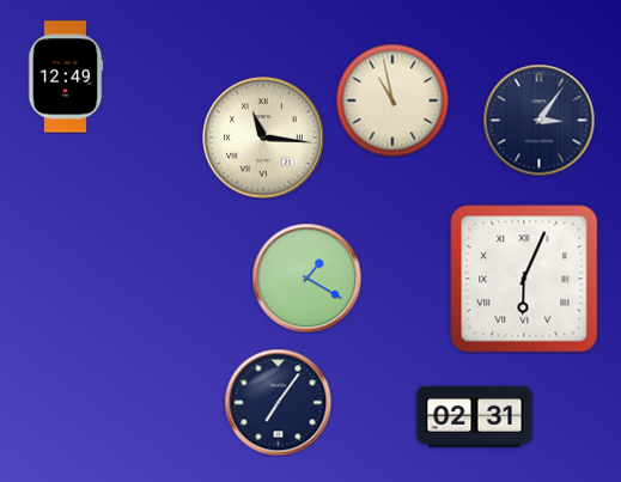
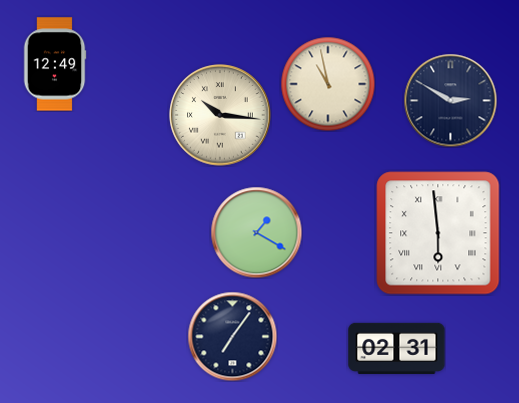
clock at (538, 120): 3:06 -> 2:50
clock at (263, 138): 11:16 -> 10:16
clock at (524, 279): 6:04 -> 5:59
